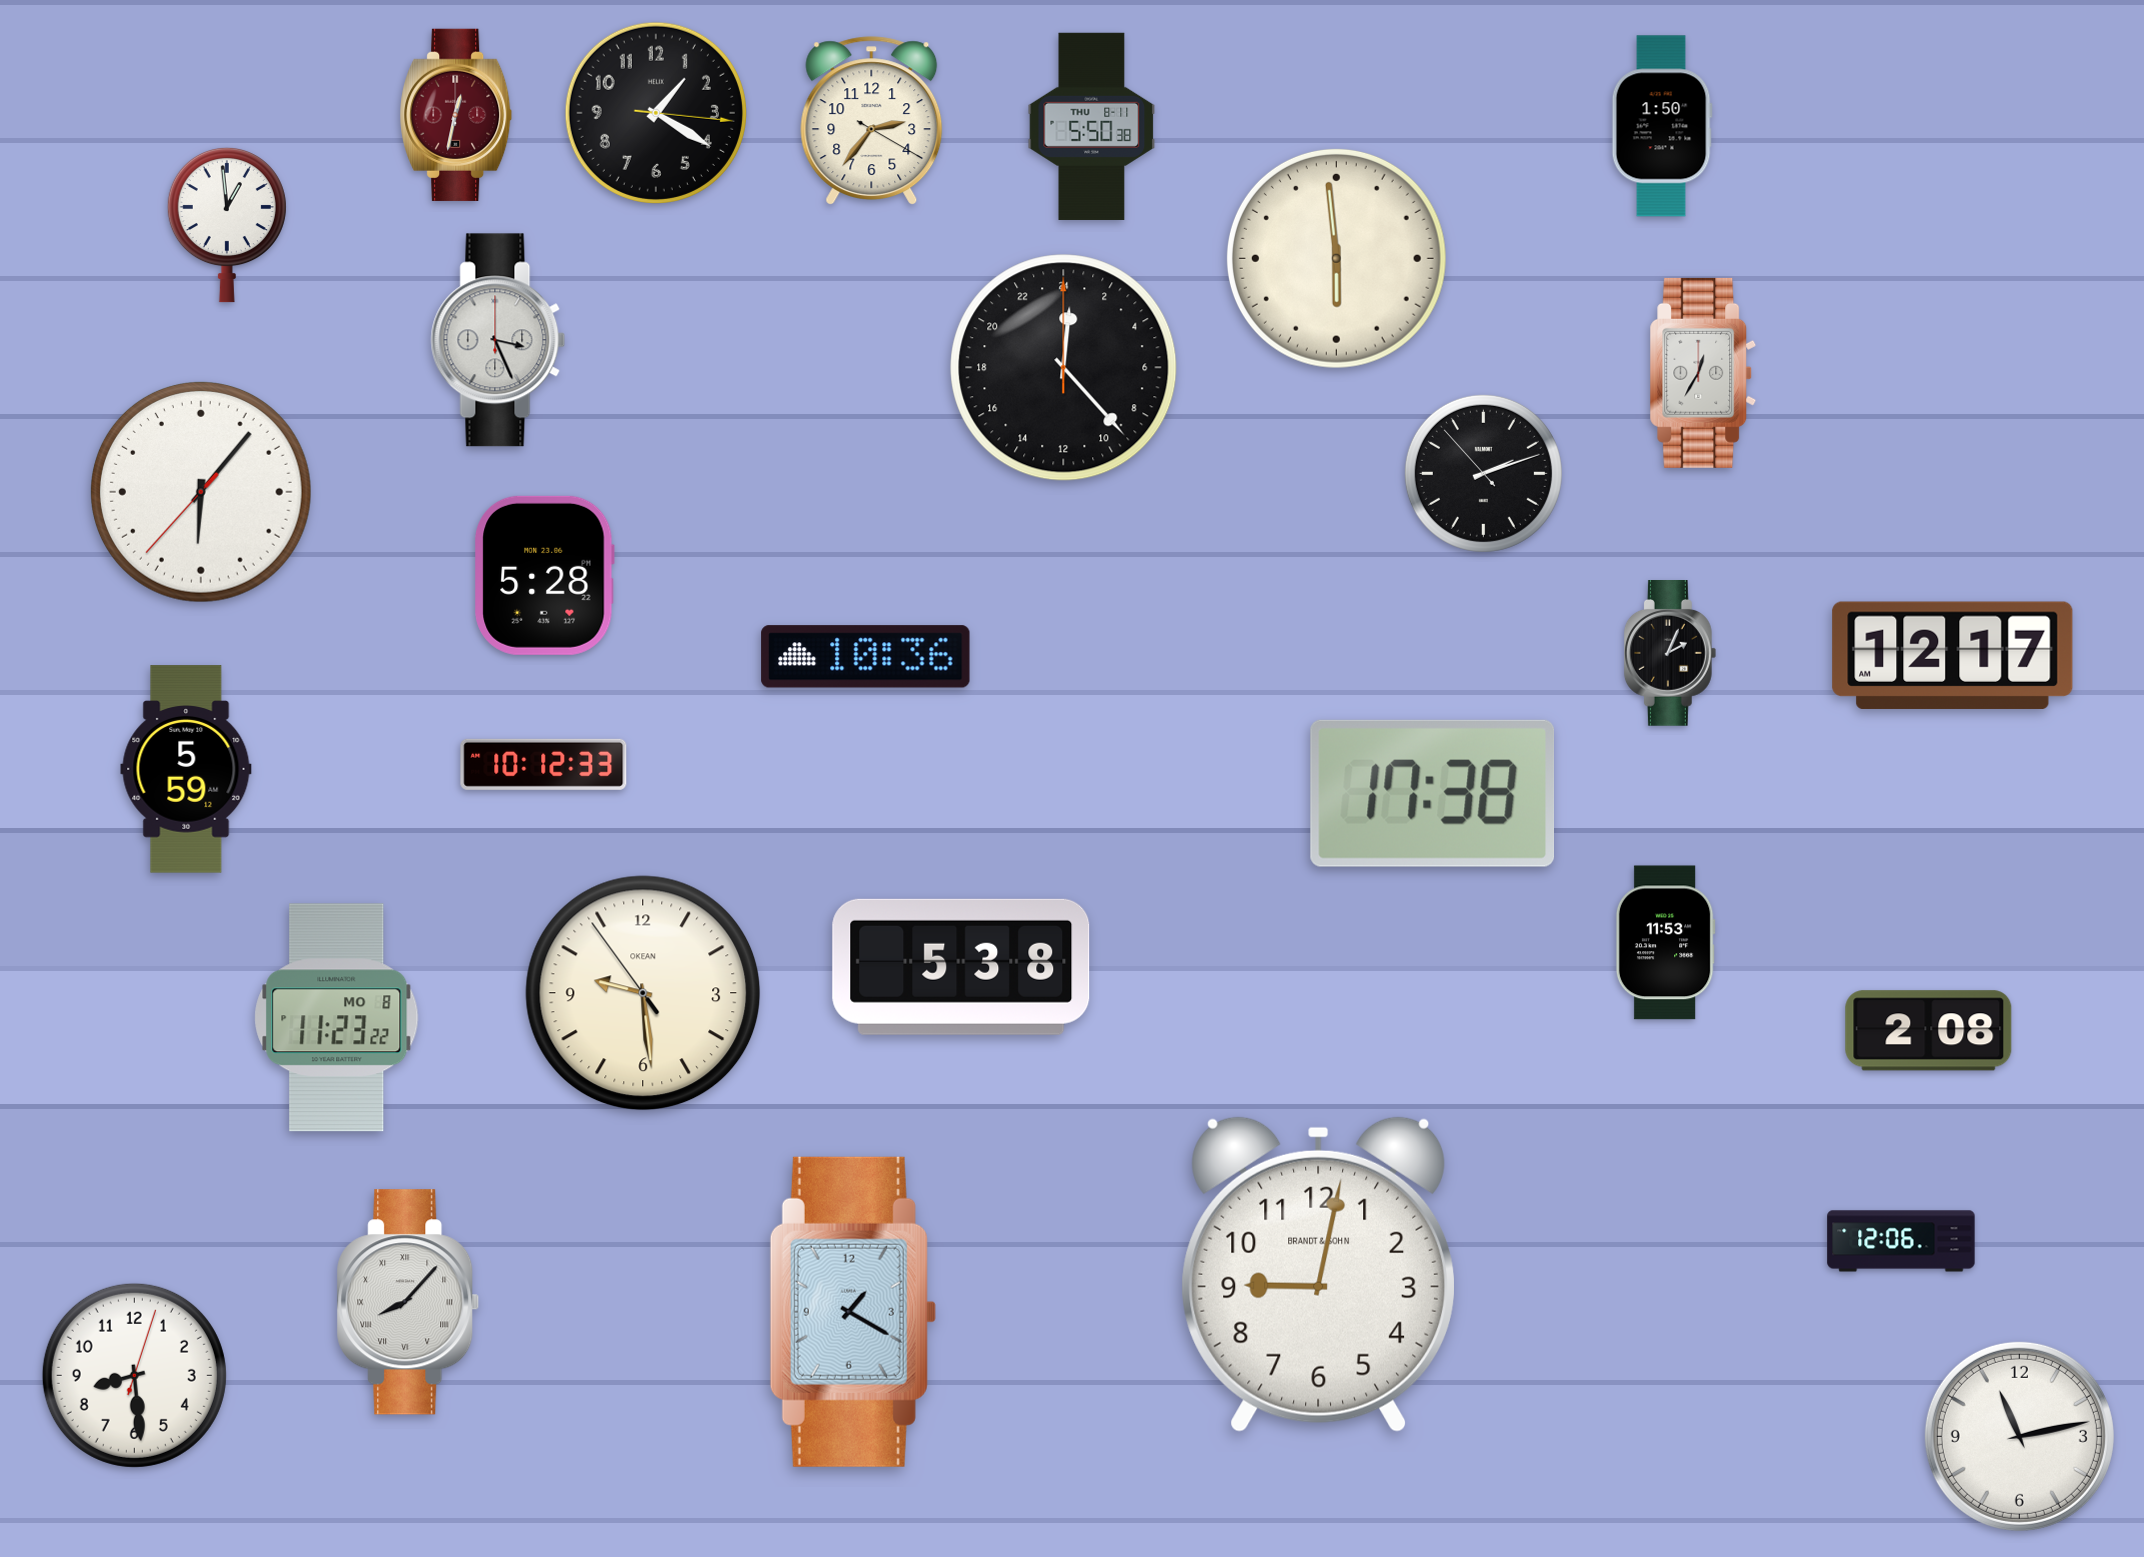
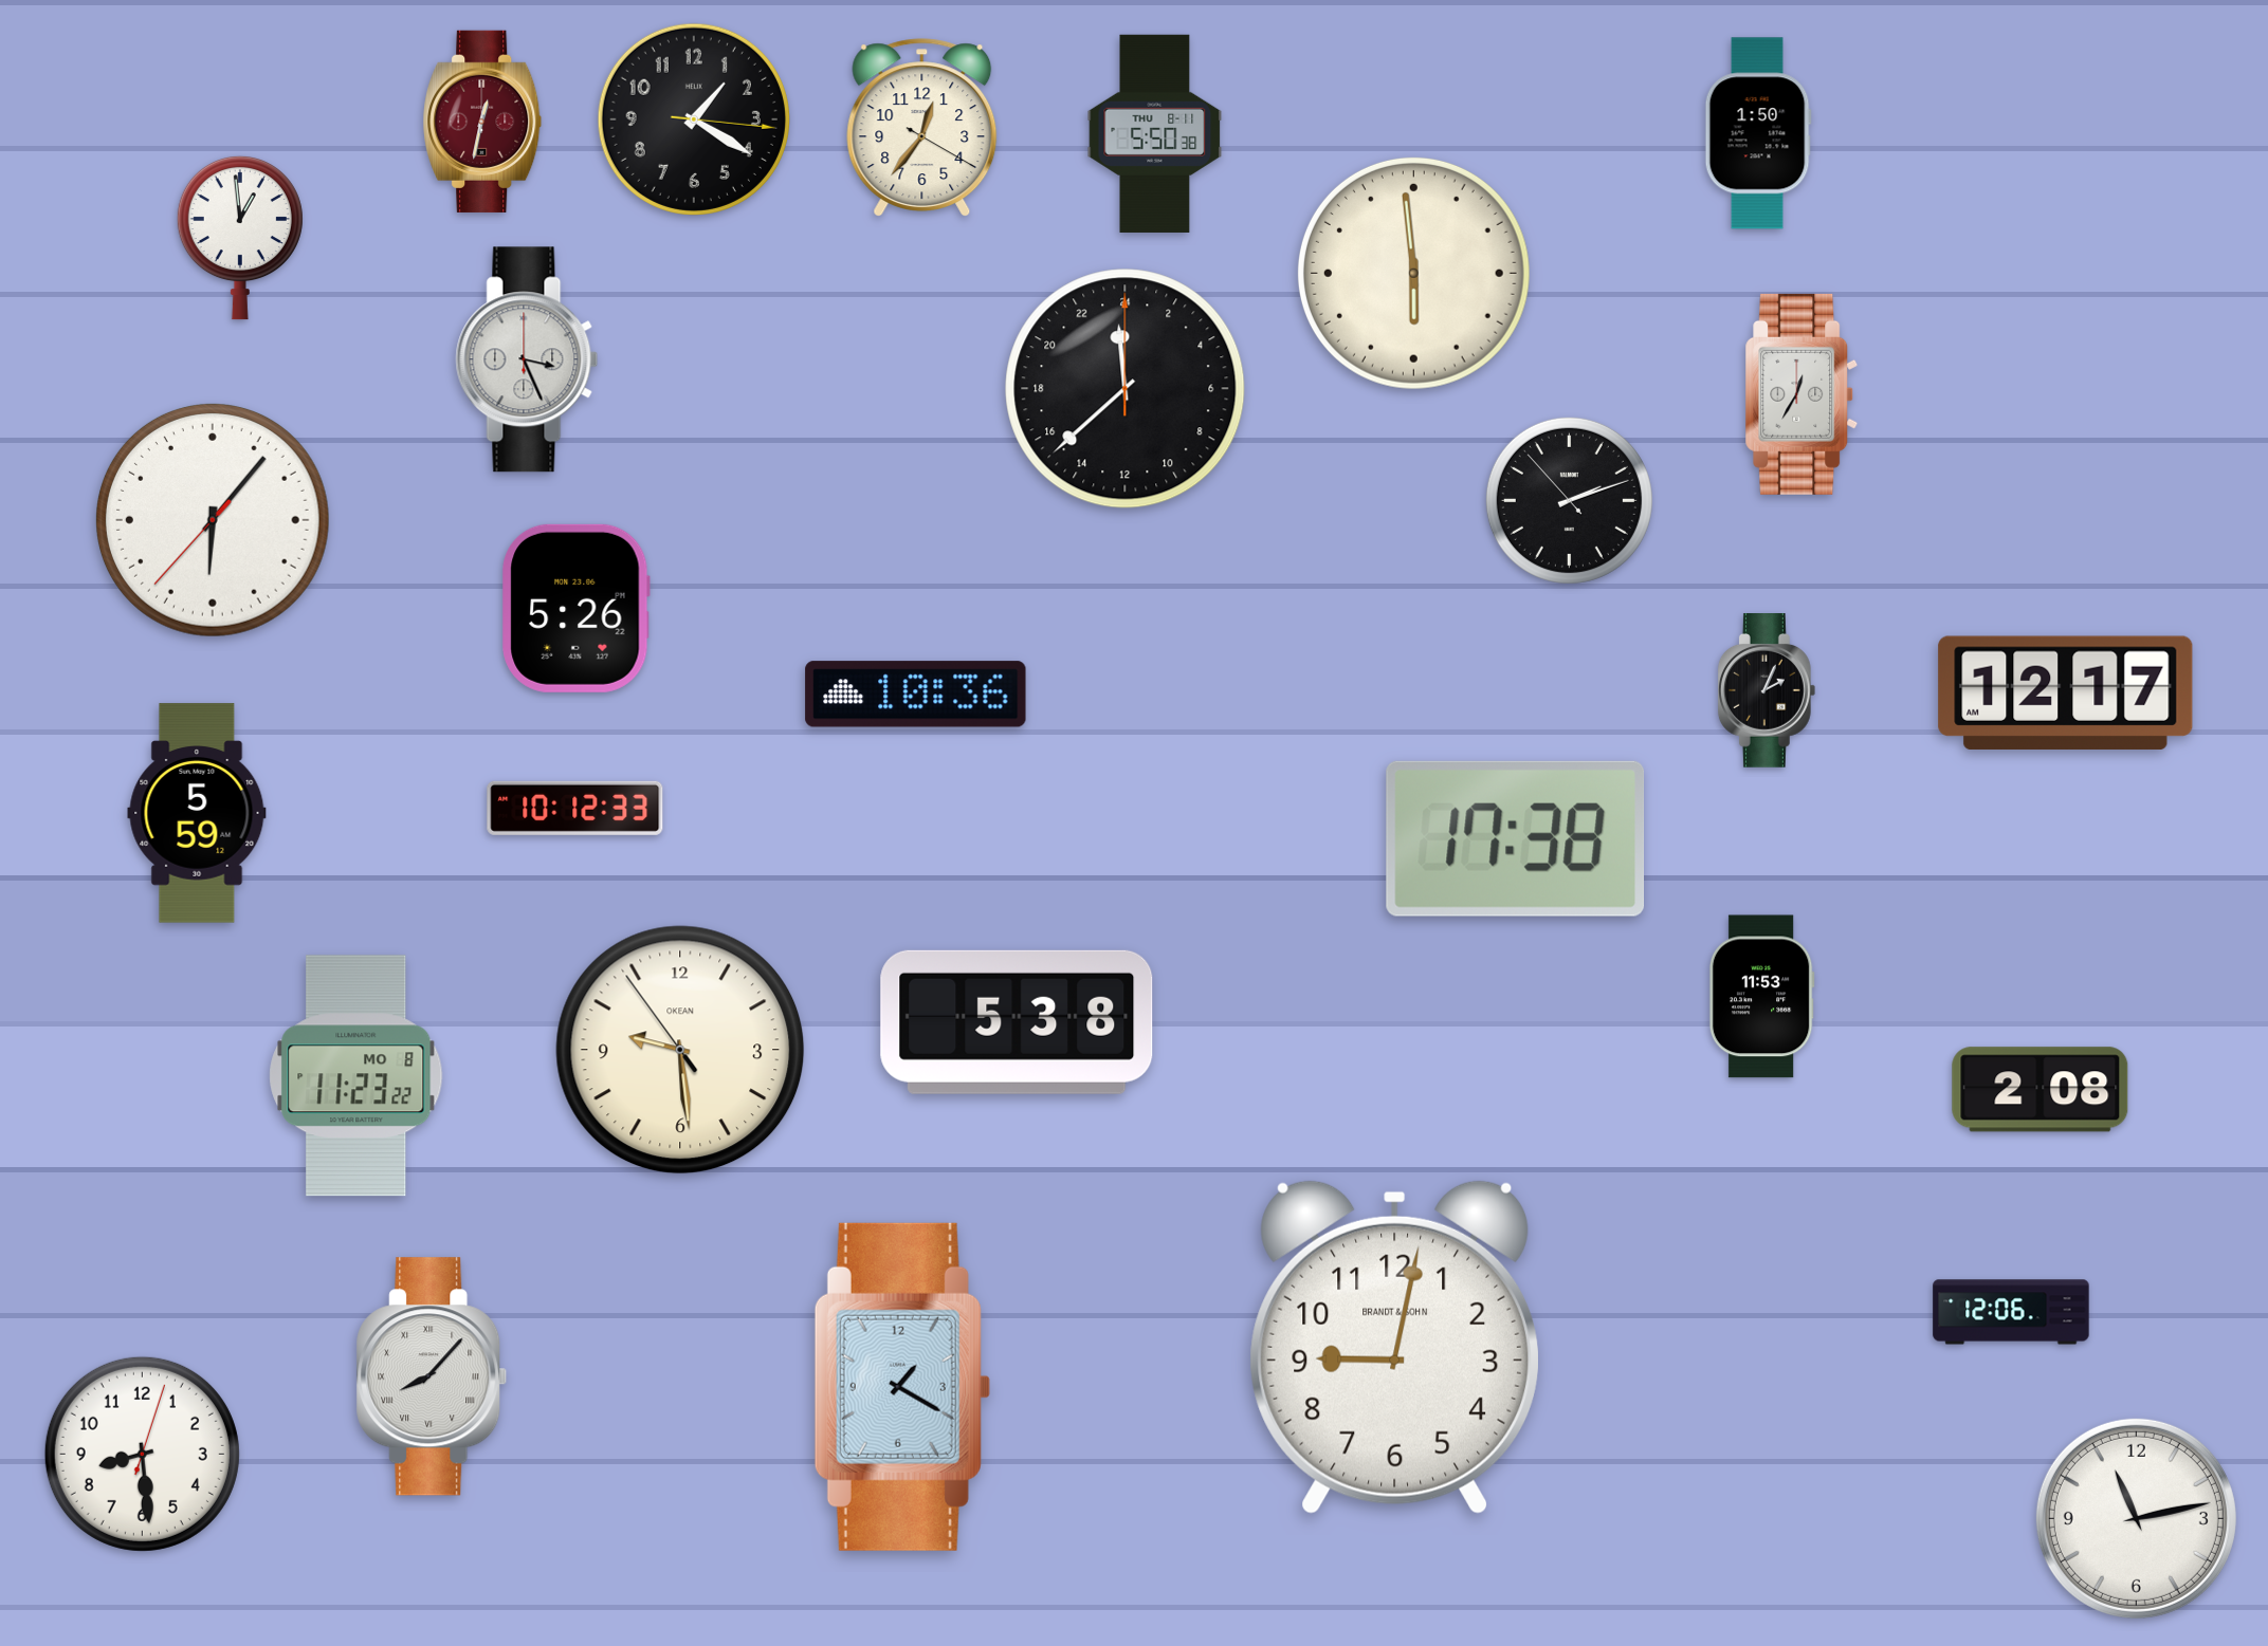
clock at (872, 120): 2:36 -> 12:36
clock at (1064, 368): 0:23 -> 23:38
clock at (545, 575): 5:28 -> 5:26
